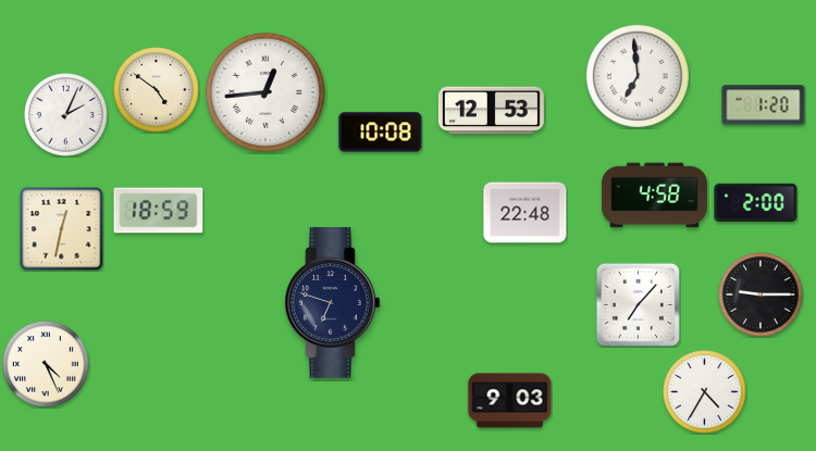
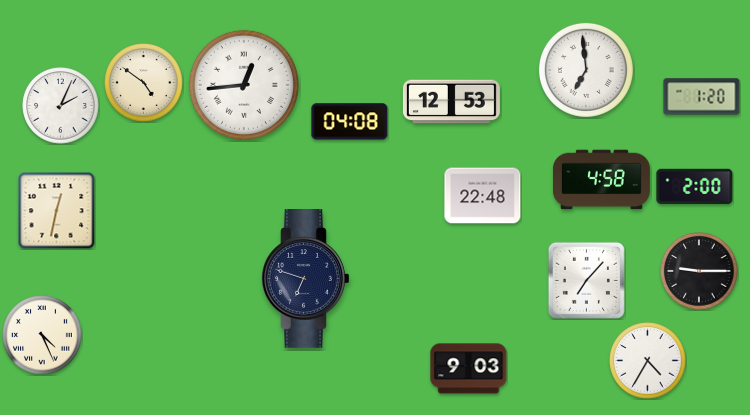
clock at (381, 133): 10:08 -> 04:08
clock at (159, 211): 18:59 -> none
